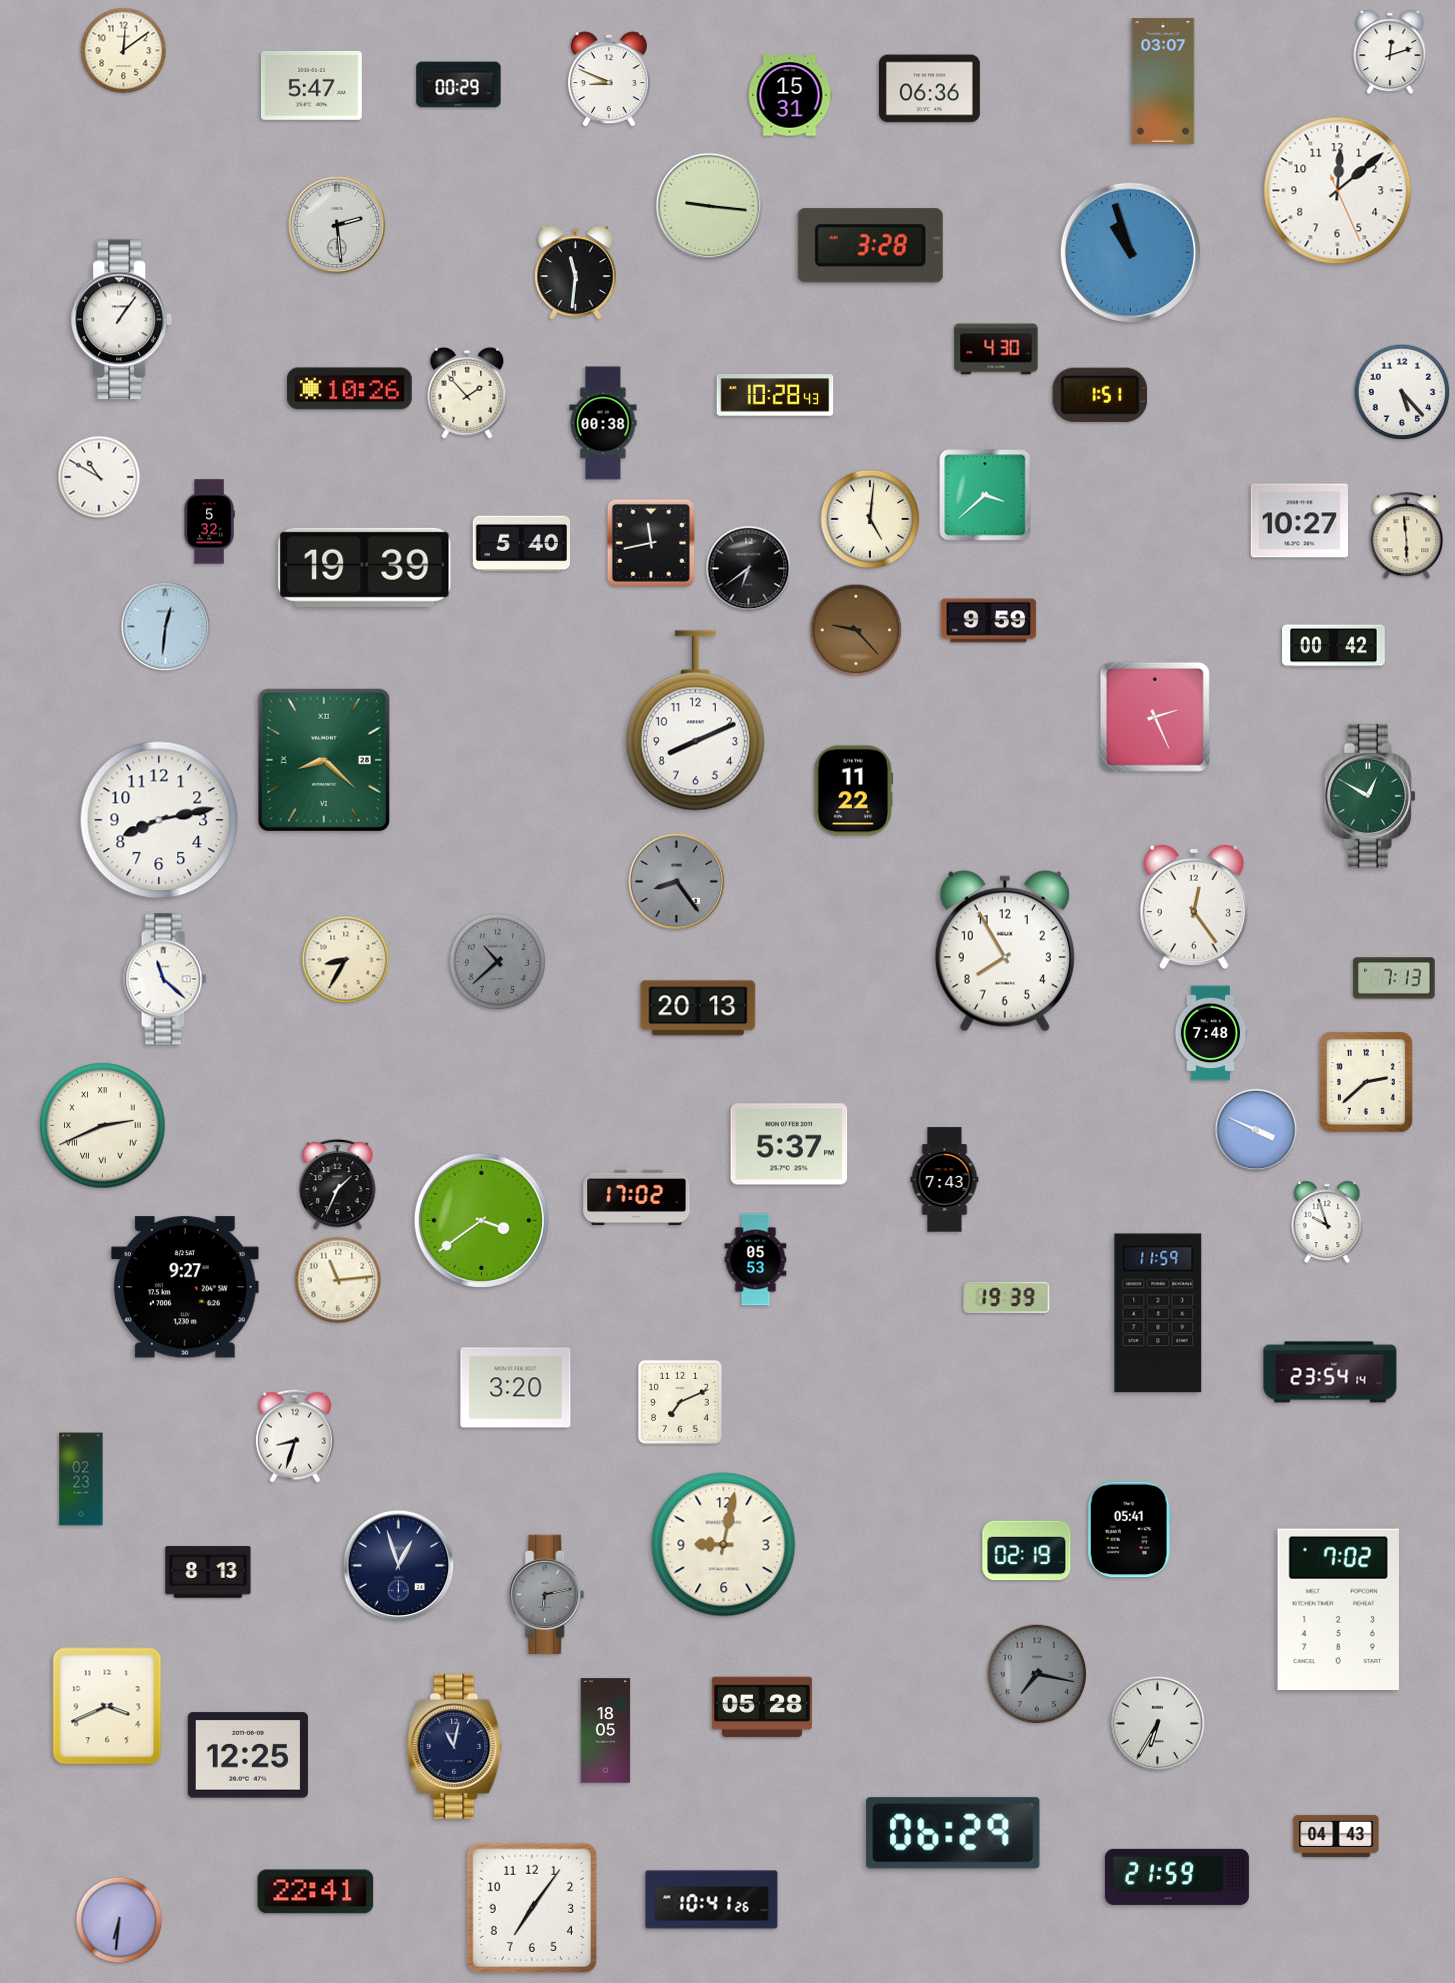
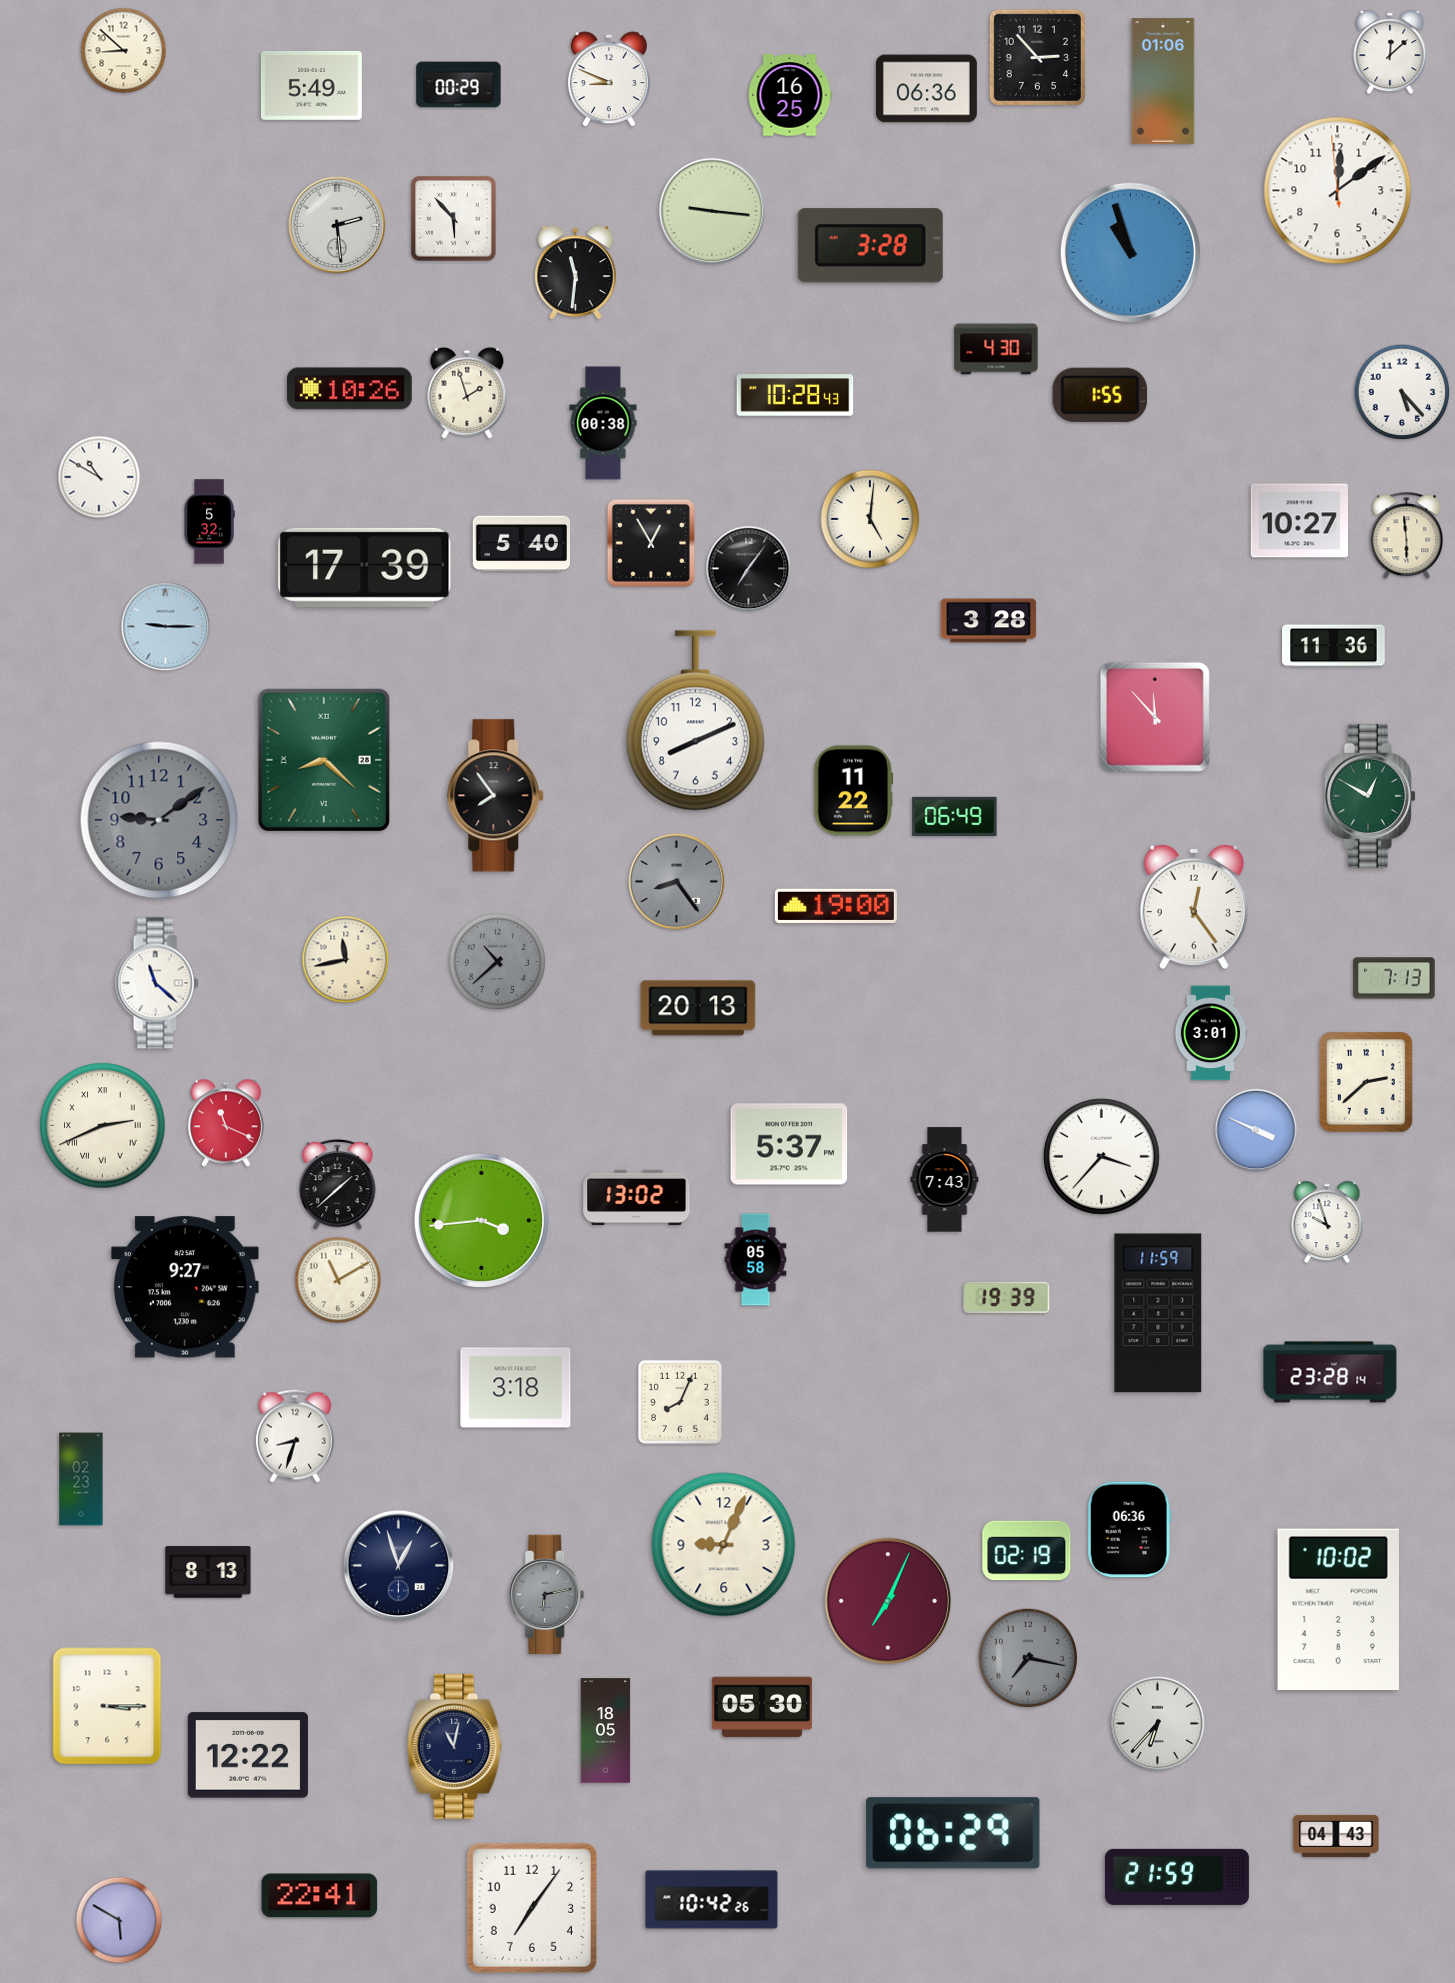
clock at (124, 51): 12:09 -> 8:52
clock at (1390, 52): 12:12 -> 12:08
clock at (1037, 57): none -> 2:53
clock at (1163, 81): 03:07 -> 01:06
clock at (311, 85): 5:47 -> 5:49
clock at (929, 89) position: (929, 89) -> (926, 89)
clock at (790, 95): 15:31 -> 16:25
clock at (1338, 191): 12:08:26 -> 12:08:59
clock at (709, 206) position: (709, 206) -> (712, 211)
clock at (454, 219): none -> 5:53
clock at (122, 320): 1:06 -> none
clock at (467, 393): 1:53 -> 1:57
clock at (775, 395) position: (775, 395) -> (795, 395)
clock at (1100, 395): 1:51 -> 1:55
clock at (985, 495): 3:38 -> none
clock at (651, 543): 11:43 -> 12:55
clock at (365, 567): 19:39 -> 17:39
clock at (749, 569): 6:39 -> 7:06
clock at (989, 621): 9:59 -> 3:28
clock at (166, 627): 12:31 -> 9:15
clock at (856, 630): 9:23 -> none
clock at (1334, 646): 00:42 -> 11:36
clock at (1155, 717): 2:26 -> 11:53
clock at (496, 796): none -> 7:54
clock at (955, 816): none -> 06:49
clock at (159, 820): 8:13 -> 9:09
clock at (159, 820) dial: white -> grey
clock at (836, 905): none -> 19:00
clock at (1005, 951): 7:55 -> none
clock at (346, 960): 8:35 -> 11:43
clock at (165, 979) position: (165, 979) -> (157, 983)
clock at (1211, 1033): 7:48 -> 3:01
clock at (226, 1123): none -> 11:19
clock at (1102, 1157): none -> 3:37
clock at (338, 1184): 1:34 -> 1:38
clock at (637, 1197): 17:02 -> 13:02
clock at (481, 1220): 3:39 -> 3:44
clock at (756, 1260): 05:53 -> 05:58
clock at (338, 1280): 11:14 -> 11:10
clock at (1330, 1372): 23:54 -> 23:28
clock at (516, 1388): 3:20 -> 3:18
clock at (680, 1402): 7:11 -> 8:04
clock at (1129, 1530): 05:41 -> 06:36
clock at (724, 1545): 9:02 -> 9:04
clock at (887, 1600): none -> 7:04
clock at (1338, 1609): 7:02 -> 10:02
clock at (1037, 1674) position: (1037, 1674) -> (1028, 1658)
clock at (107, 1706): 3:41 -> 3:15
clock at (762, 1707): 05:28 -> 05:30
clock at (1158, 1724): 6:35 -> 6:37
clock at (248, 1755): 12:25 -> 12:22
clock at (316, 1892) position: (316, 1892) -> (320, 1896)
clock at (712, 1900): 10:41 -> 10:42
clock at (119, 1920): 6:31 -> 5:50
